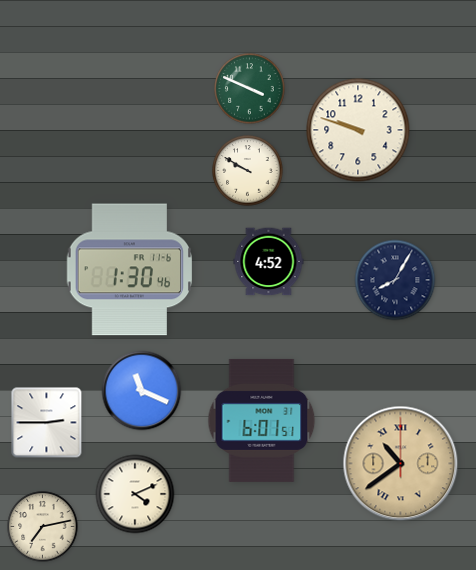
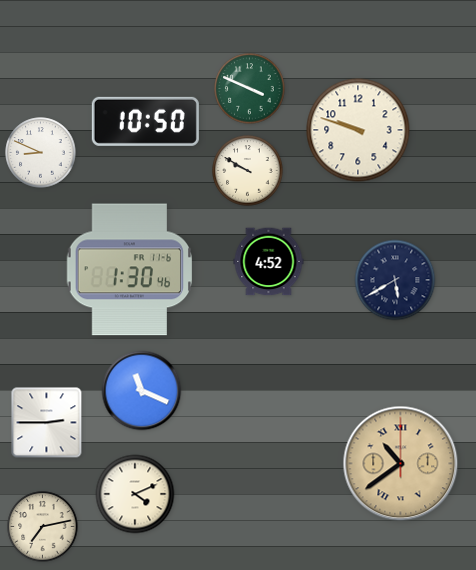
clock at (145, 121): none -> 10:50
clock at (41, 153): none -> 8:49
clock at (395, 280): 8:05 -> 5:40
clock at (262, 420): 6:01 -> none
